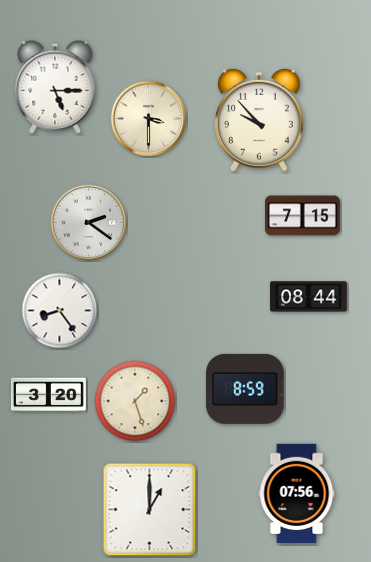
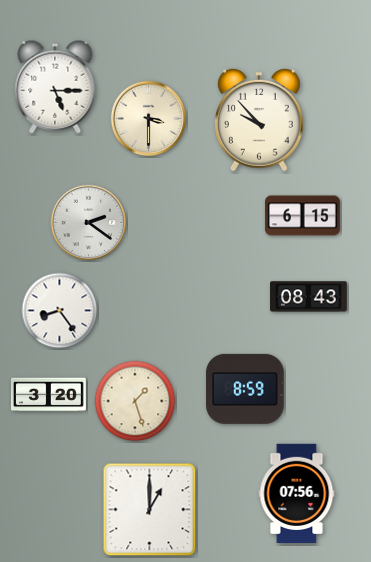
clock at (302, 216): 7:15 -> 6:15
clock at (309, 297): 08:44 -> 08:43
